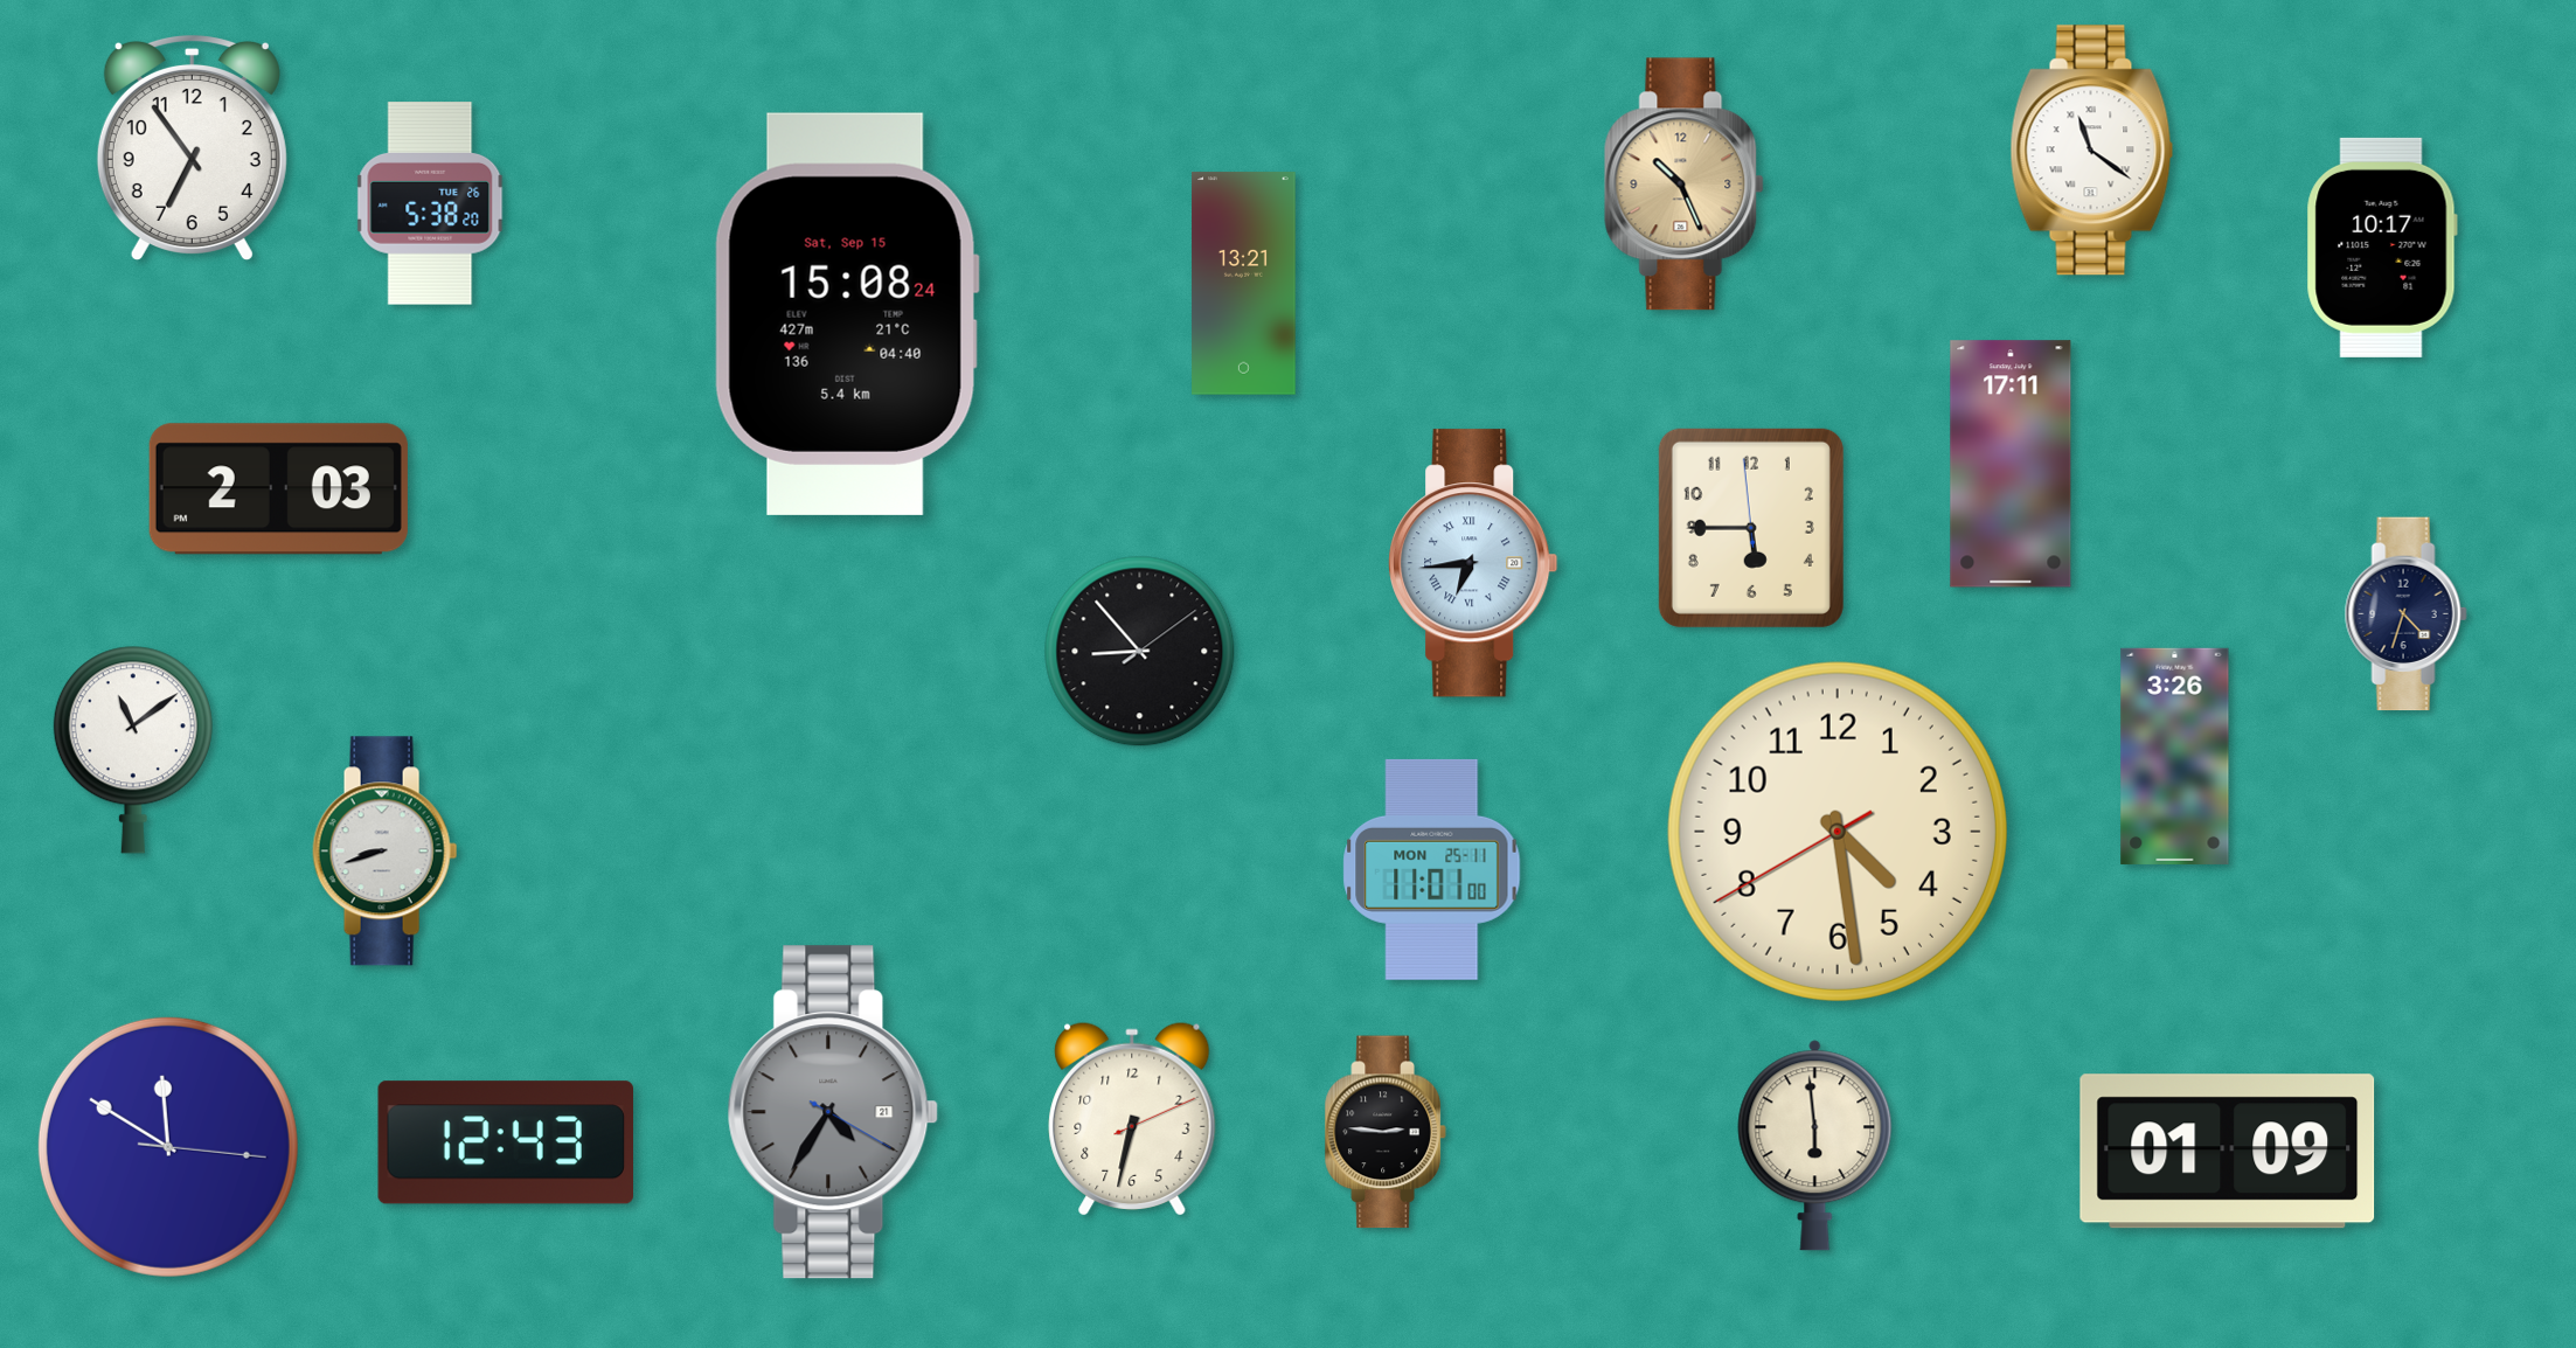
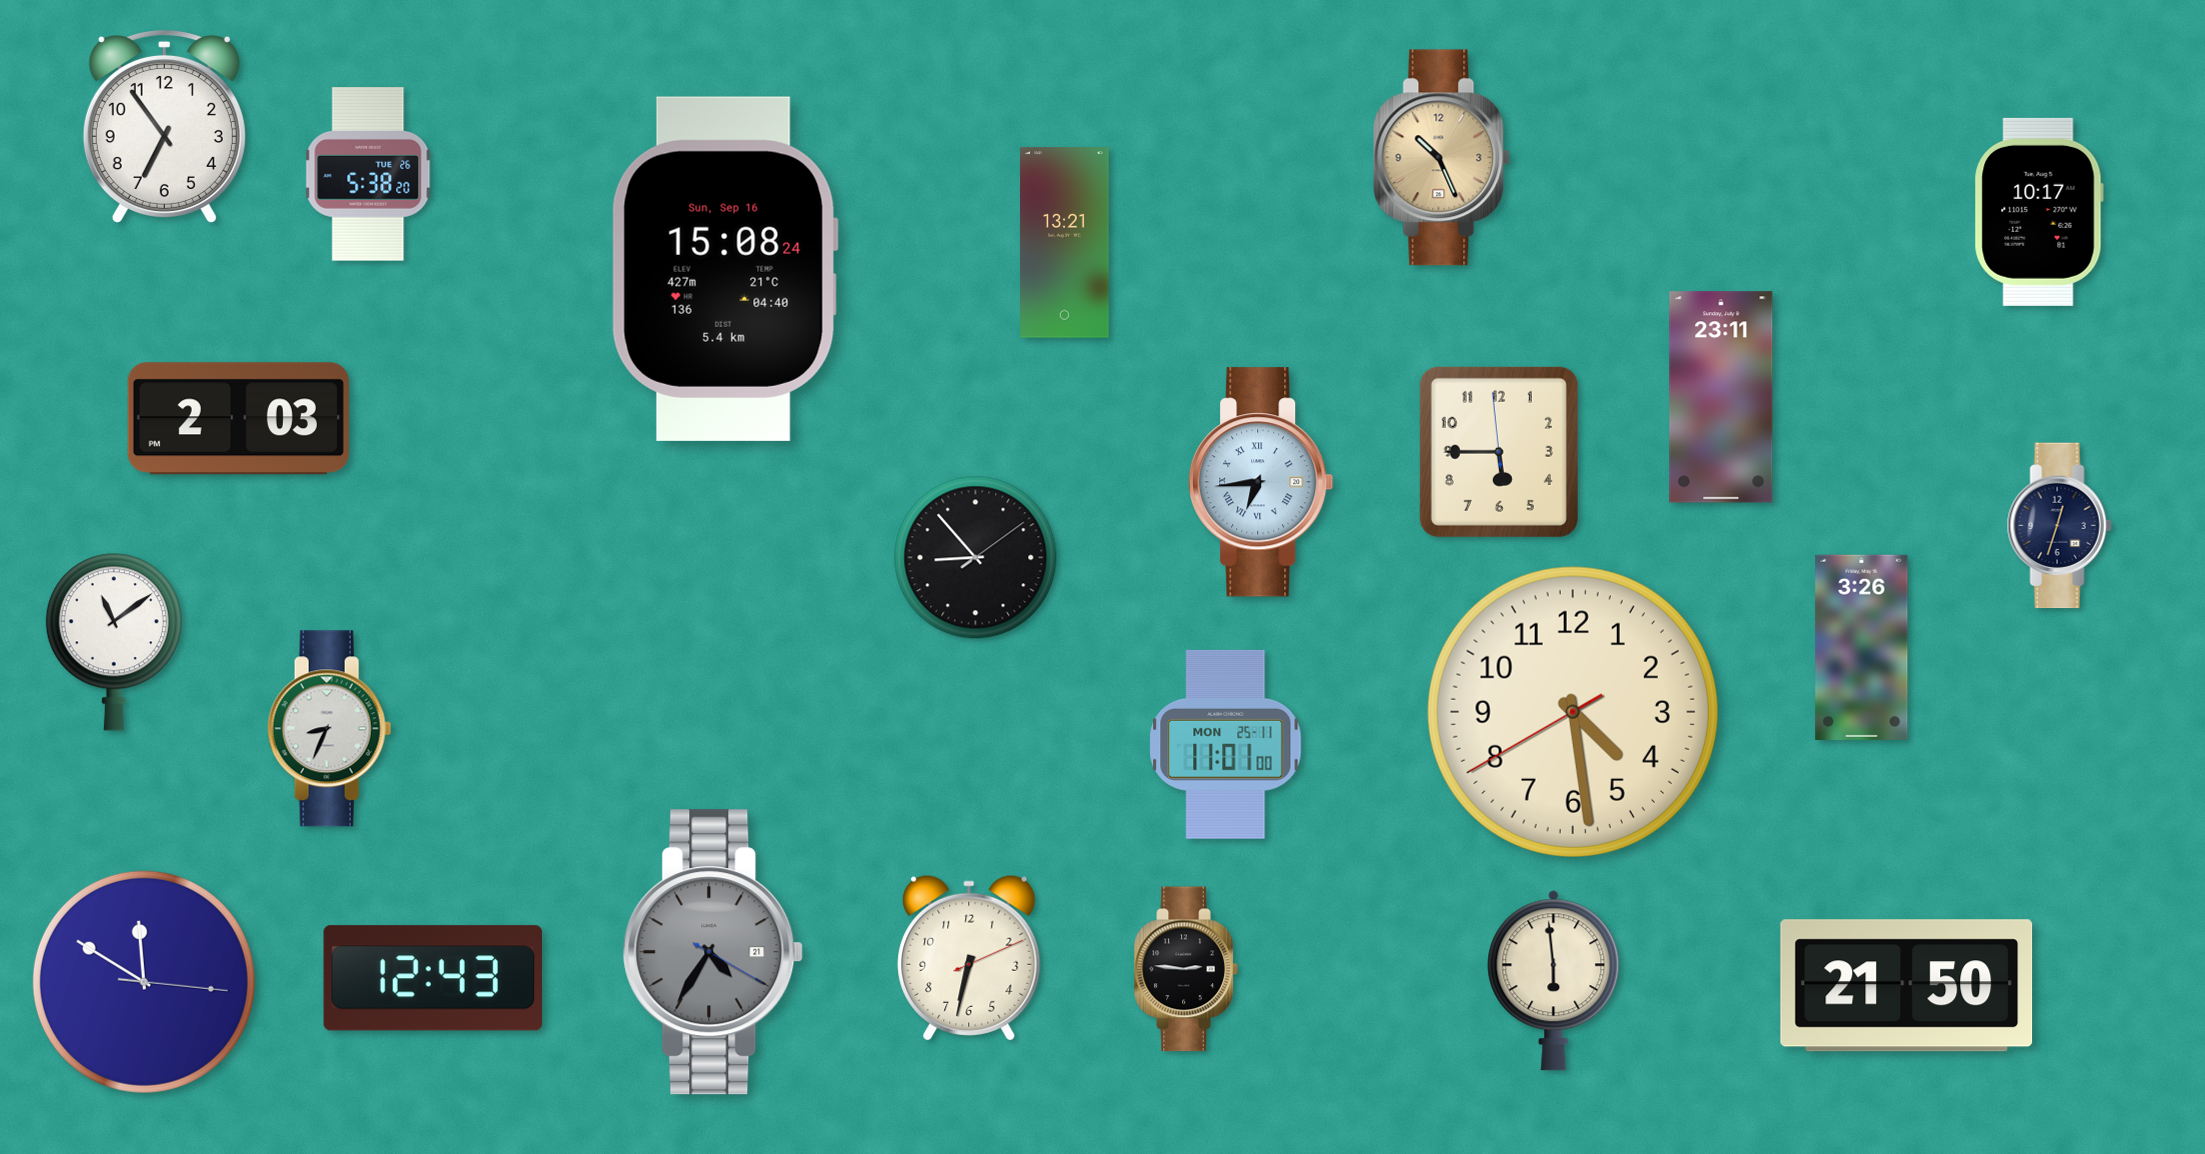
clock at (2092, 151): 11:21 -> none
clock at (847, 314) date: Sat, Sep 15 -> Sun, Sep 16
clock at (2011, 464): 17:11 -> 23:11
clock at (2405, 614): 4:33 -> 12:33
clock at (386, 852): 8:42 -> 8:34
clock at (2228, 1152): 01:09 -> 21:50
